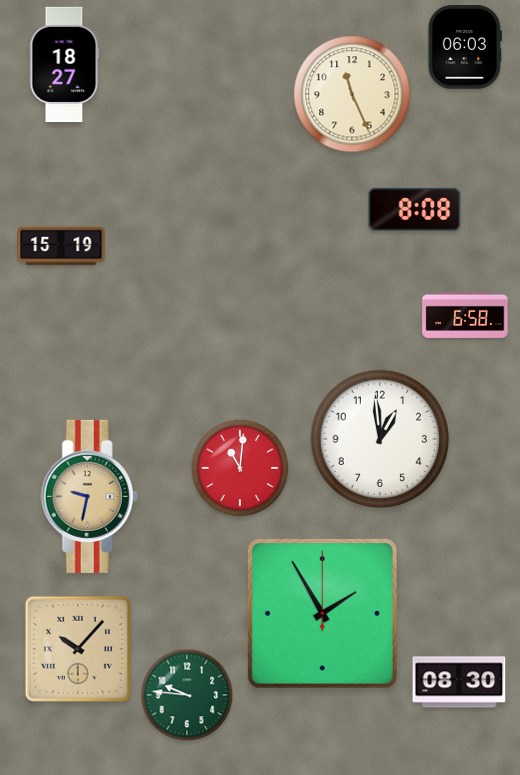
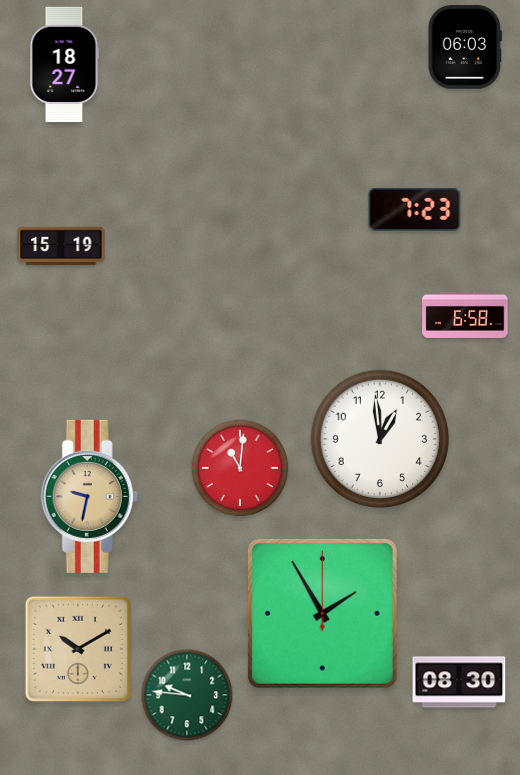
clock at (352, 94): 11:26 -> none
clock at (415, 209): 8:08 -> 7:23
clock at (78, 649): 10:07 -> 10:10
